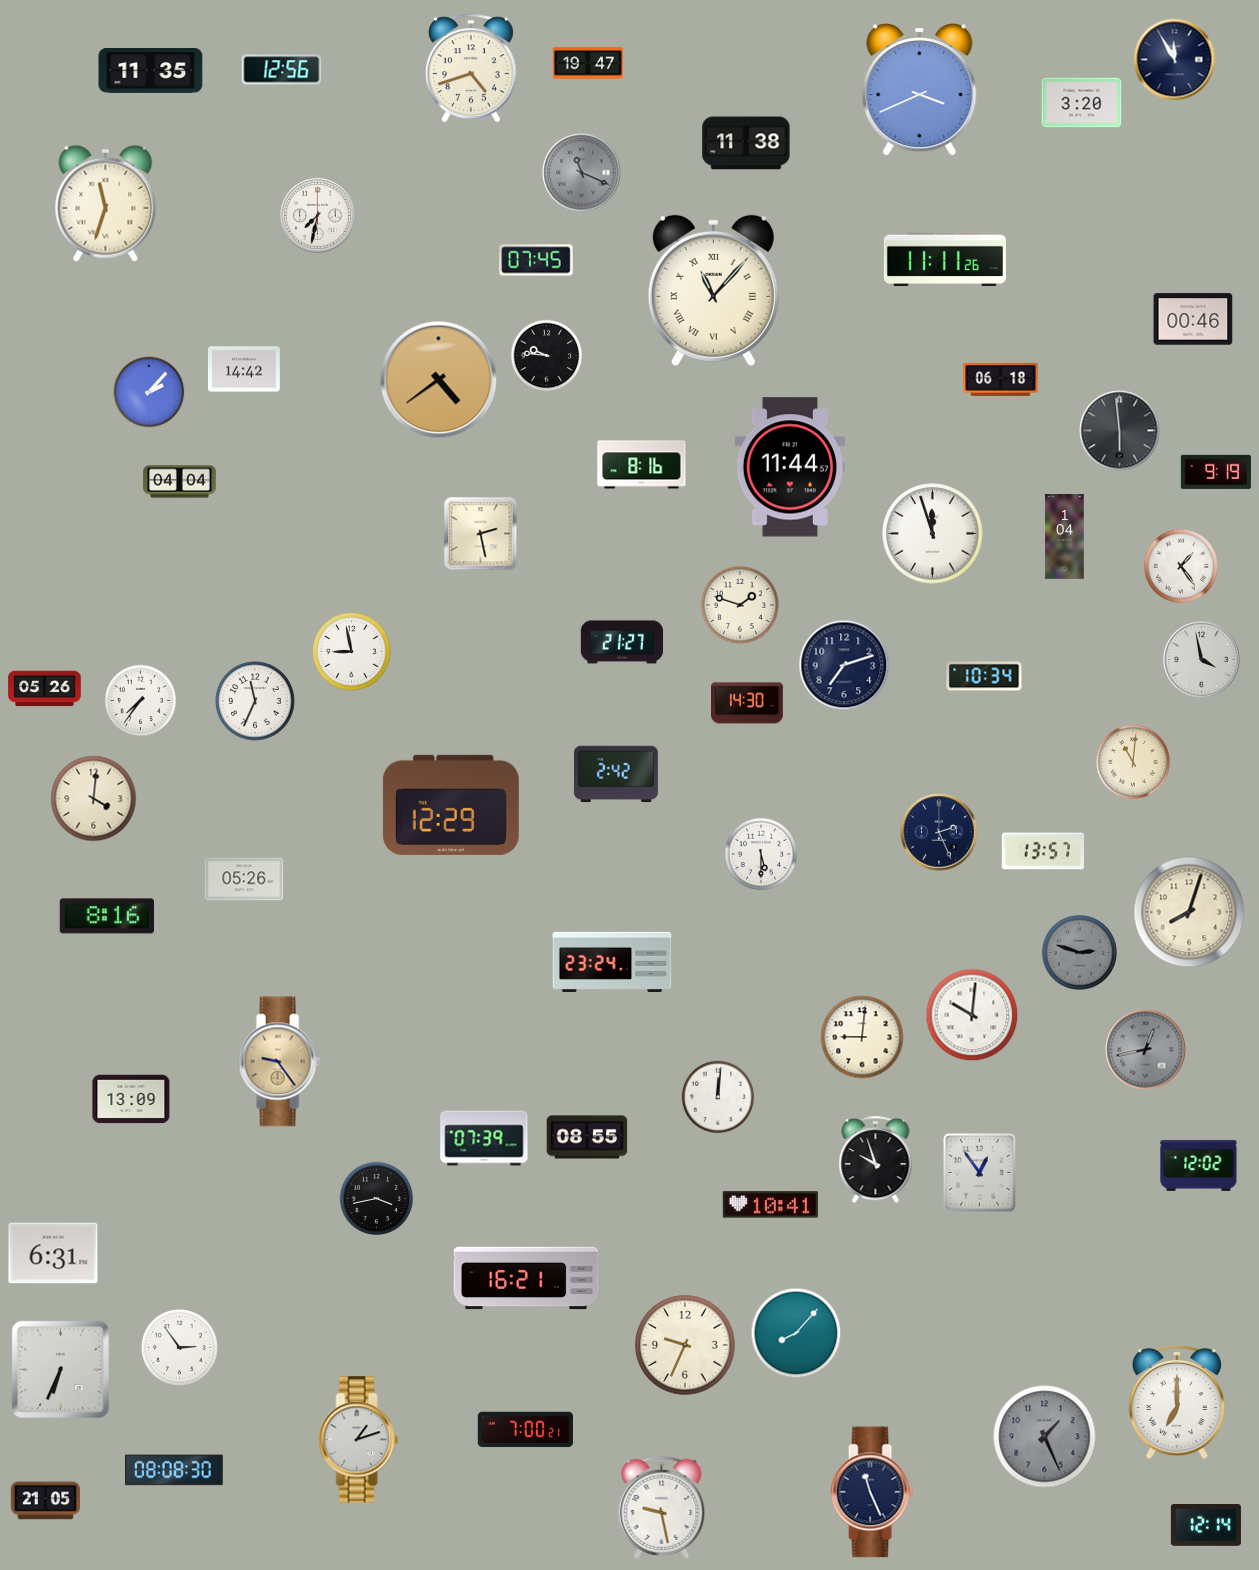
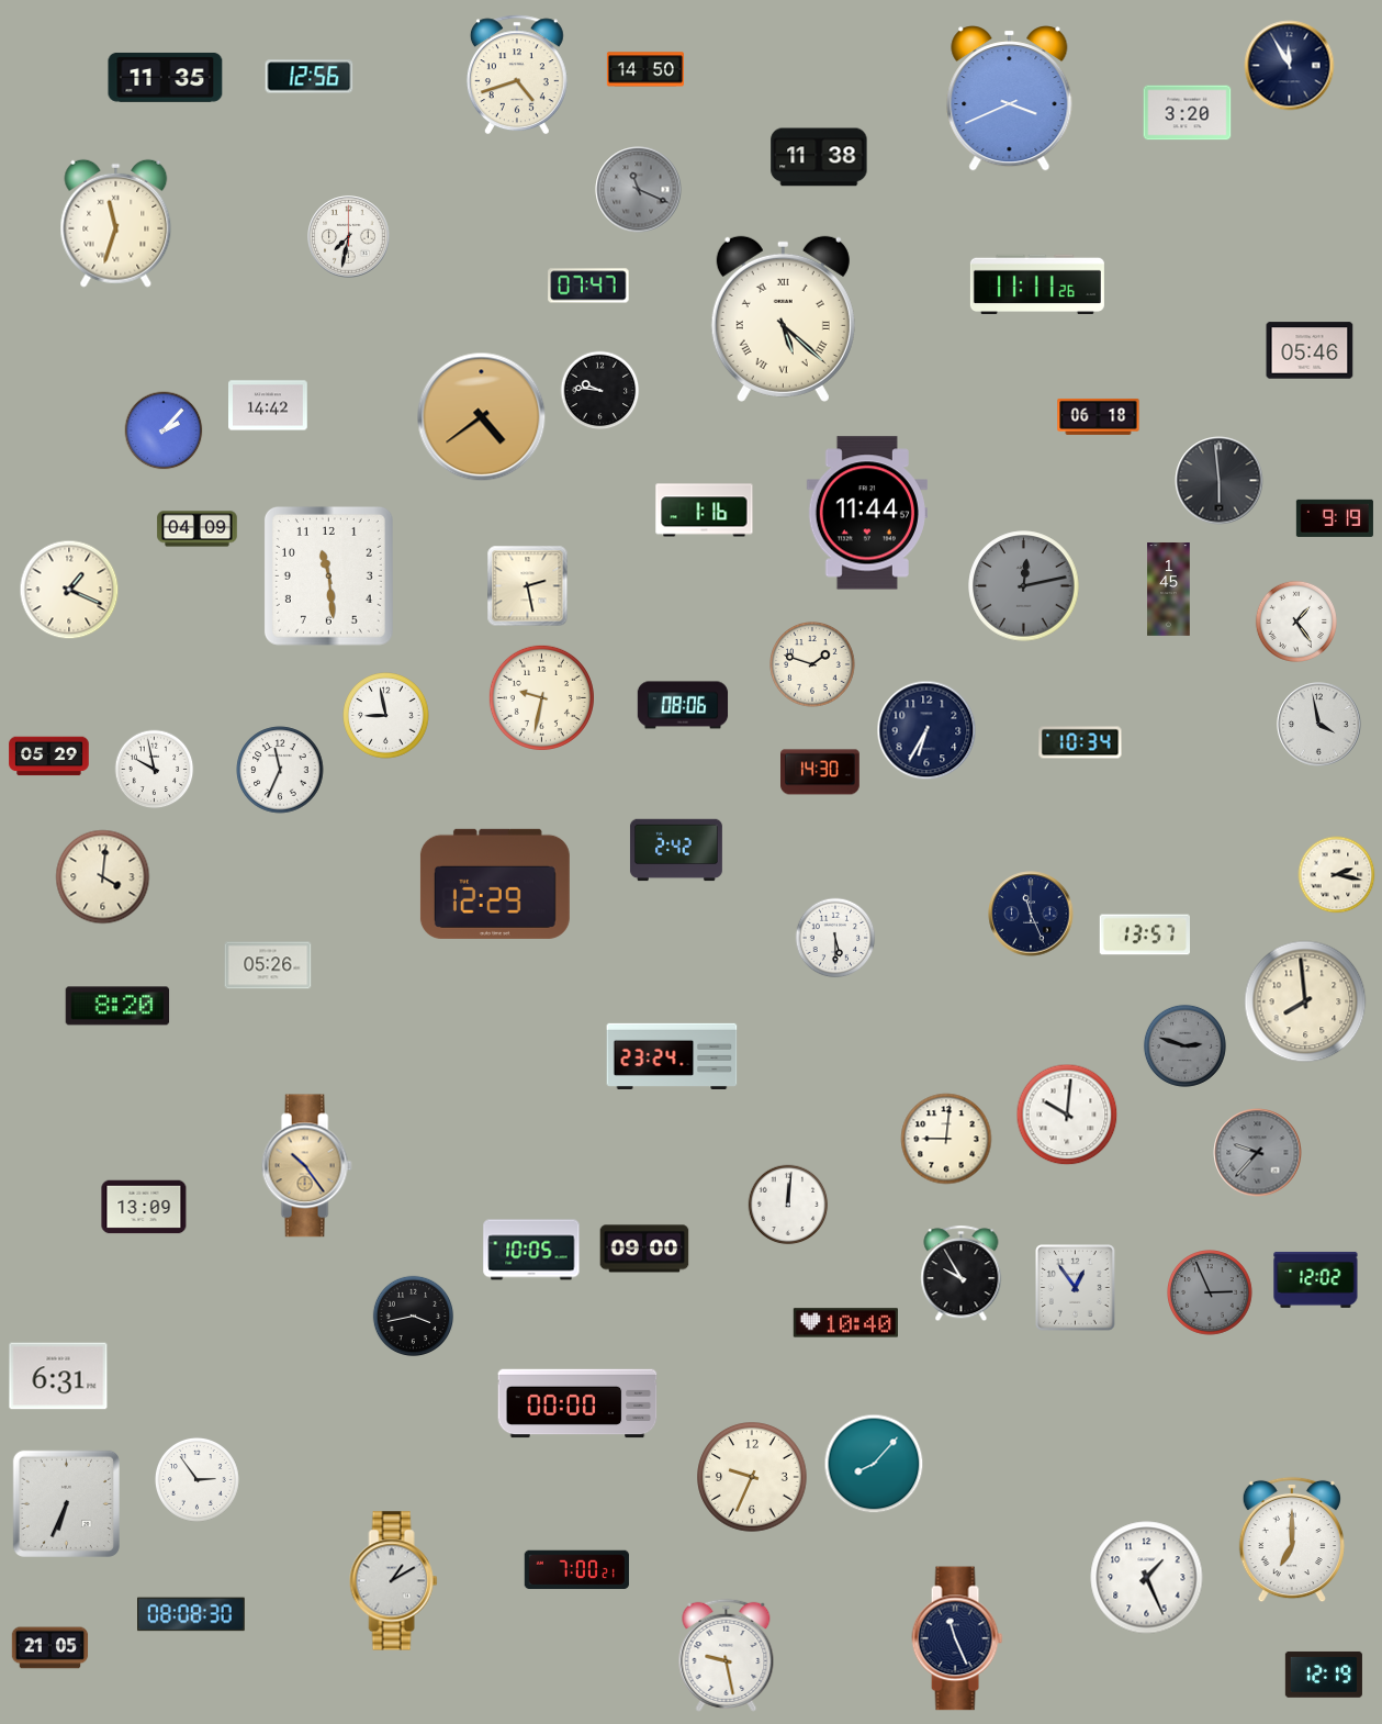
clock at (588, 63): 19:47 -> 14:50
clock at (536, 260): 07:45 -> 07:47
clock at (713, 290): 11:07 -> 5:22
clock at (1193, 319): 00:46 -> 05:46
clock at (1120, 431) position: (1120, 431) -> (1220, 481)
clock at (642, 465): 8:16 -> 1:16
clock at (180, 482): 04:04 -> 04:09
clock at (328, 575): none -> 11:29
clock at (933, 534): 11:57 -> 12:13
clock at (933, 534) dial: white -> grey
clock at (69, 590): none -> 1:19
clock at (1065, 537): 1:04 -> 1:45
clock at (541, 697): none -> 9:32
clock at (622, 642): 21:27 -> 08:06
clock at (844, 665): 7:12 -> 6:35
clock at (45, 689): 05:26 -> 05:29
clock at (141, 701): 7:36 -> 9:58
clock at (1133, 762): 11:01 -> none
clock at (1337, 875): none -> 2:17
clock at (939, 832): 2:26 -> 11:26
clock at (1189, 912): 8:03 -> 7:59
clock at (107, 916): 8:16 -> 8:20
clock at (1146, 1050): 12:43 -> 9:37
clock at (279, 1062): 9:24 -> 10:24
clock at (587, 1137): 08:55 -> 09:00
clock at (484, 1138): 07:39 -> 10:05
clock at (876, 1160): 9:57 -> 9:55
clock at (1210, 1292): none -> 2:56
clock at (770, 1205): 10:41 -> 10:40
clock at (526, 1278): 16:21 -> 00:00
clock at (1045, 1437) dial: grey -> white
clock at (359, 1440): 1:12 -> 1:10
clock at (1206, 1525): 12:14 -> 12:19
